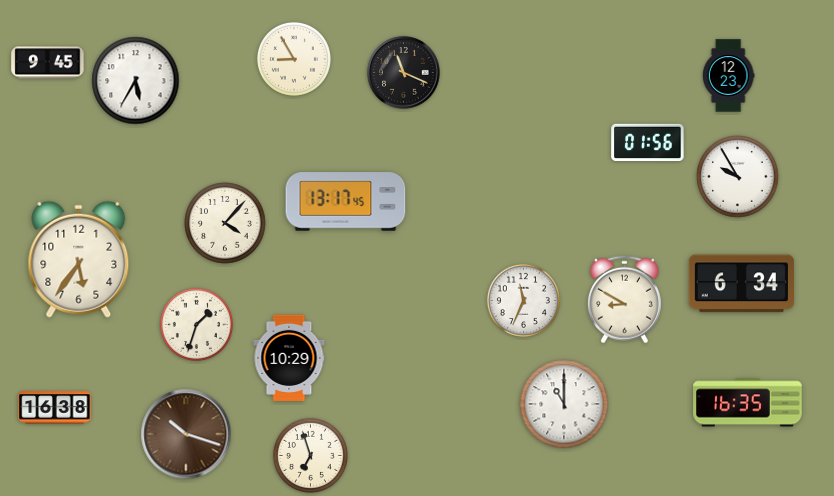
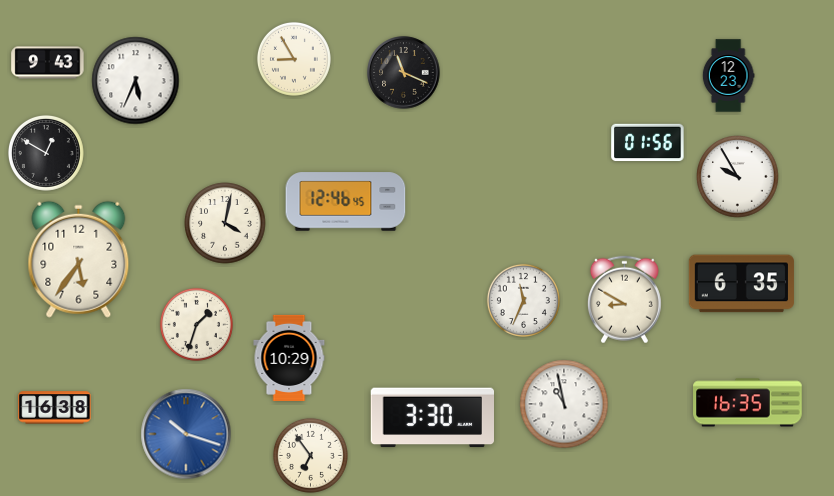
clock at (48, 63): 9:45 -> 9:43
clock at (136, 81): 5:35 -> 5:34
clock at (46, 153): none -> 12:50
clock at (346, 202): 13:17 -> 12:46
clock at (225, 223): 4:07 -> 4:02
clock at (741, 284): 6:34 -> 6:35
clock at (564, 404): 11:00 -> 10:58
clock at (432, 418): none -> 3:30
clock at (186, 434) dial: brown -> blue
clock at (310, 455): 6:57 -> 6:54
